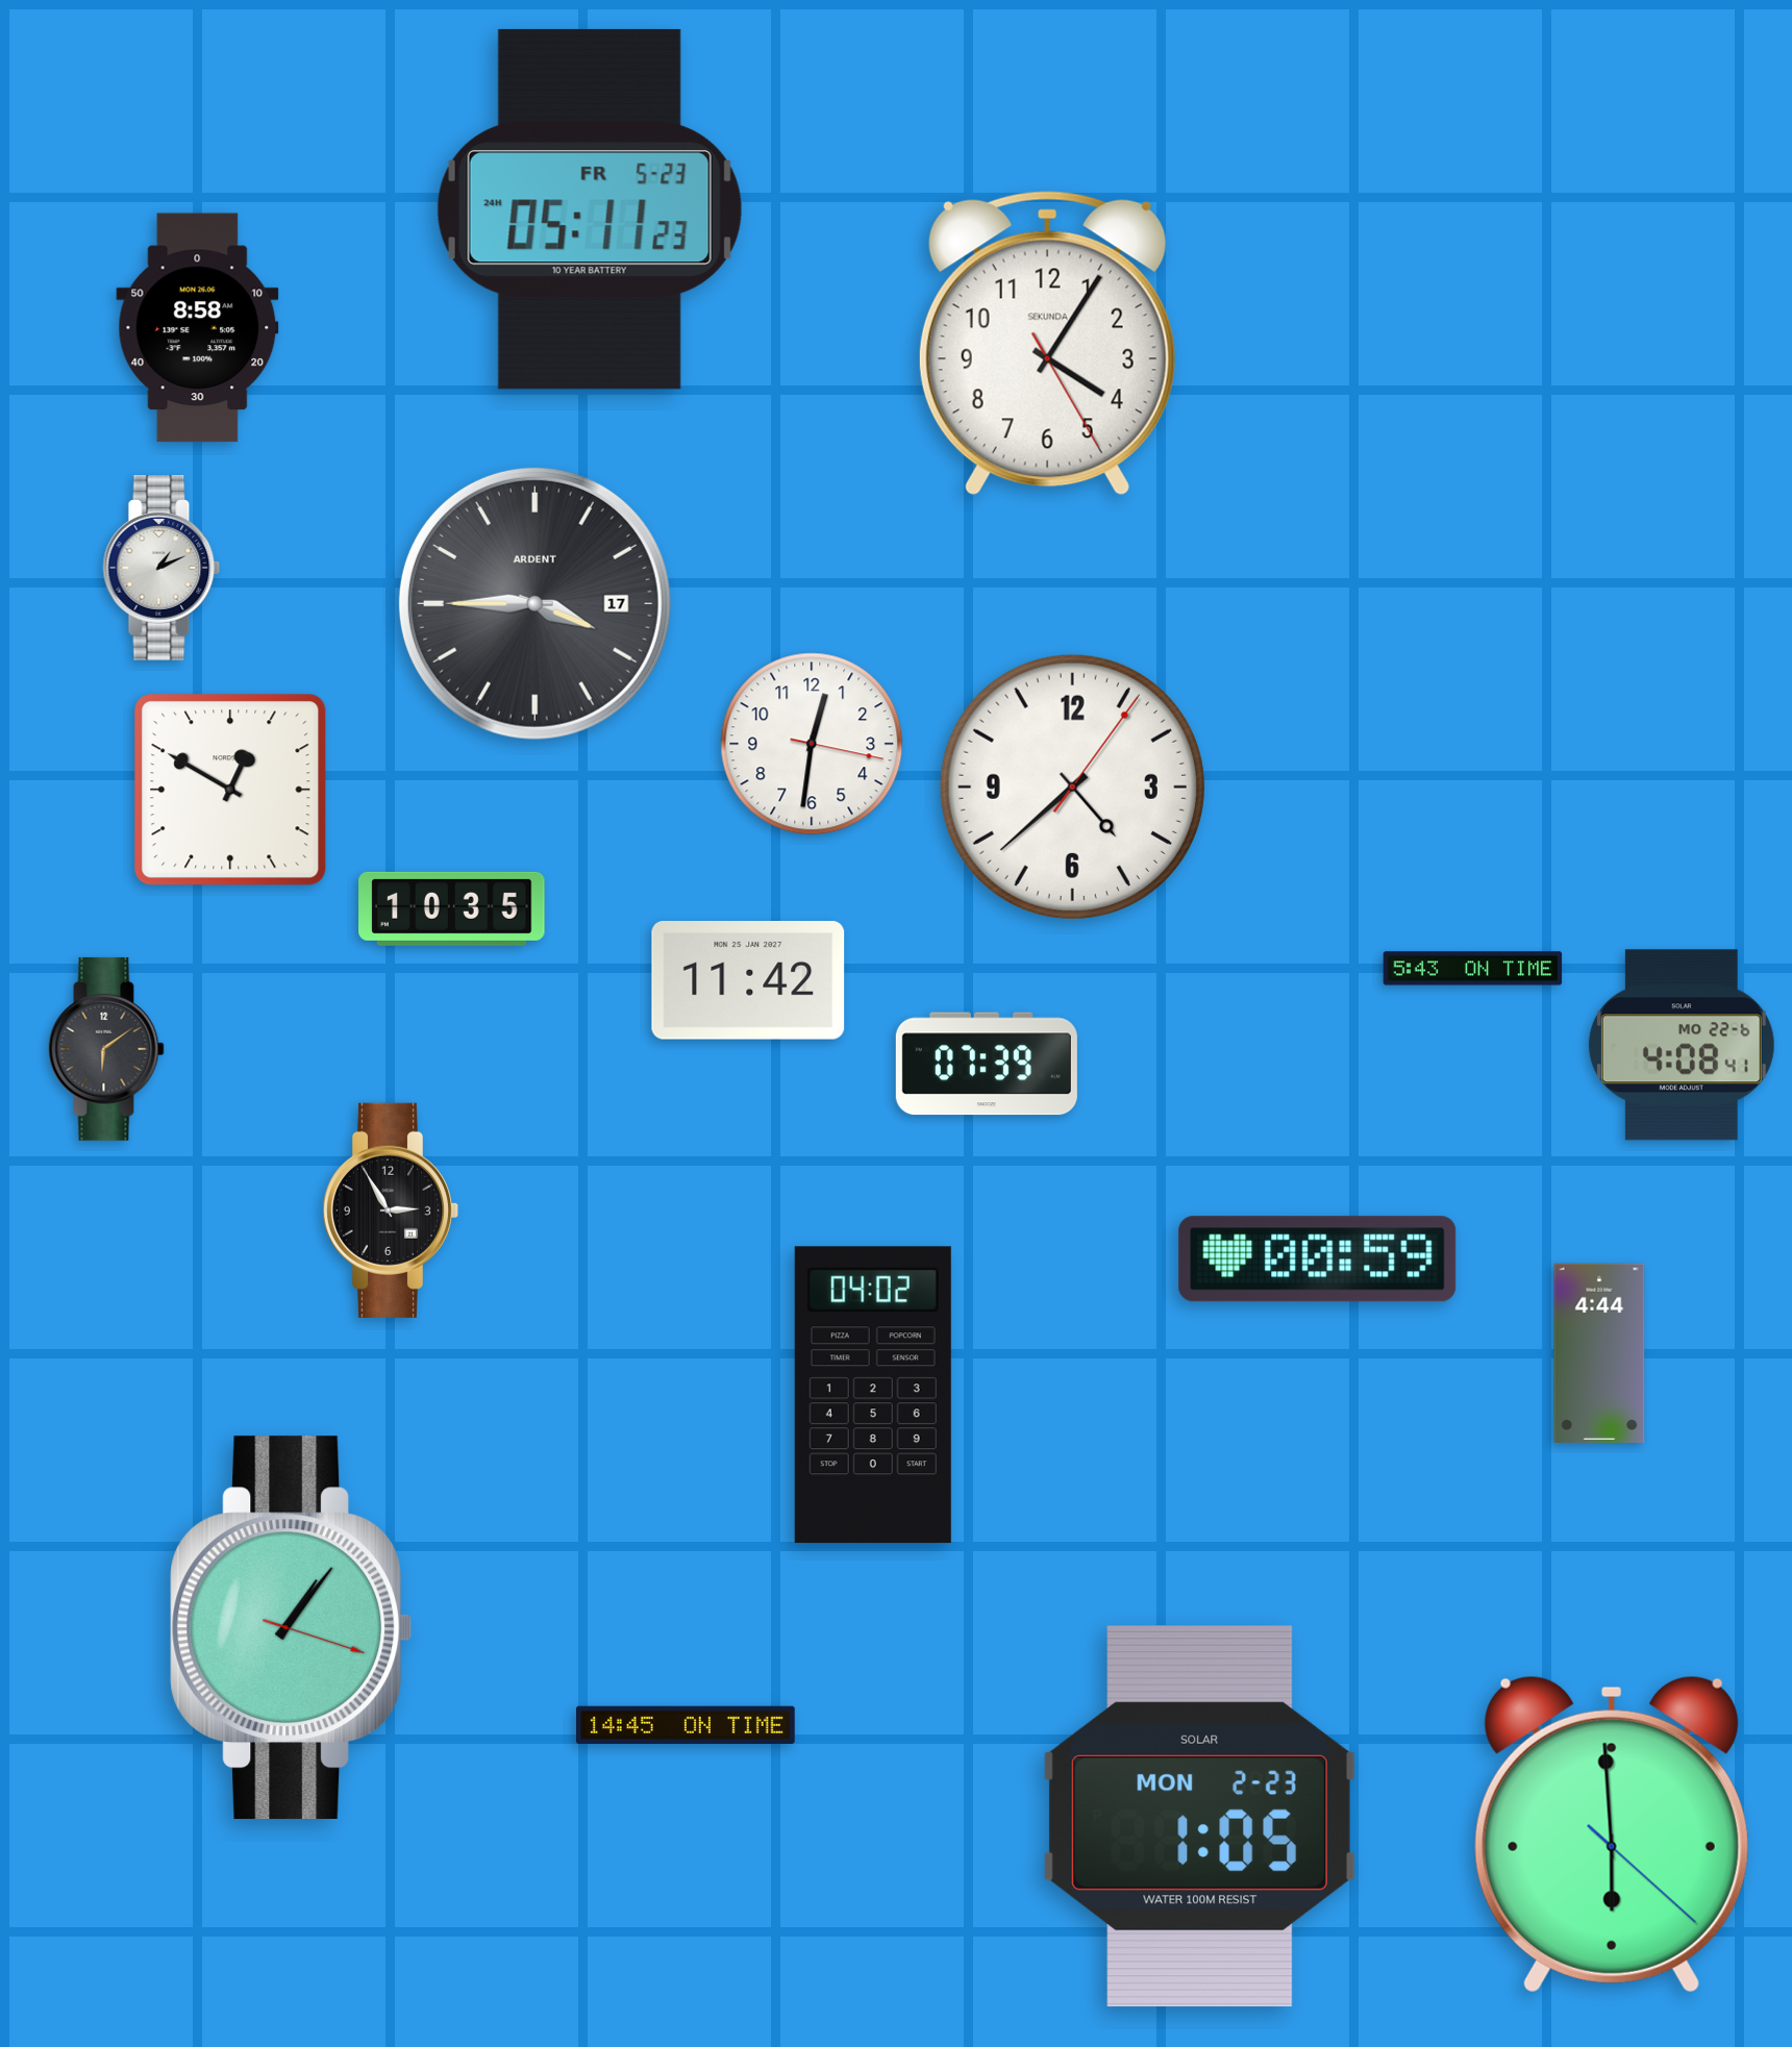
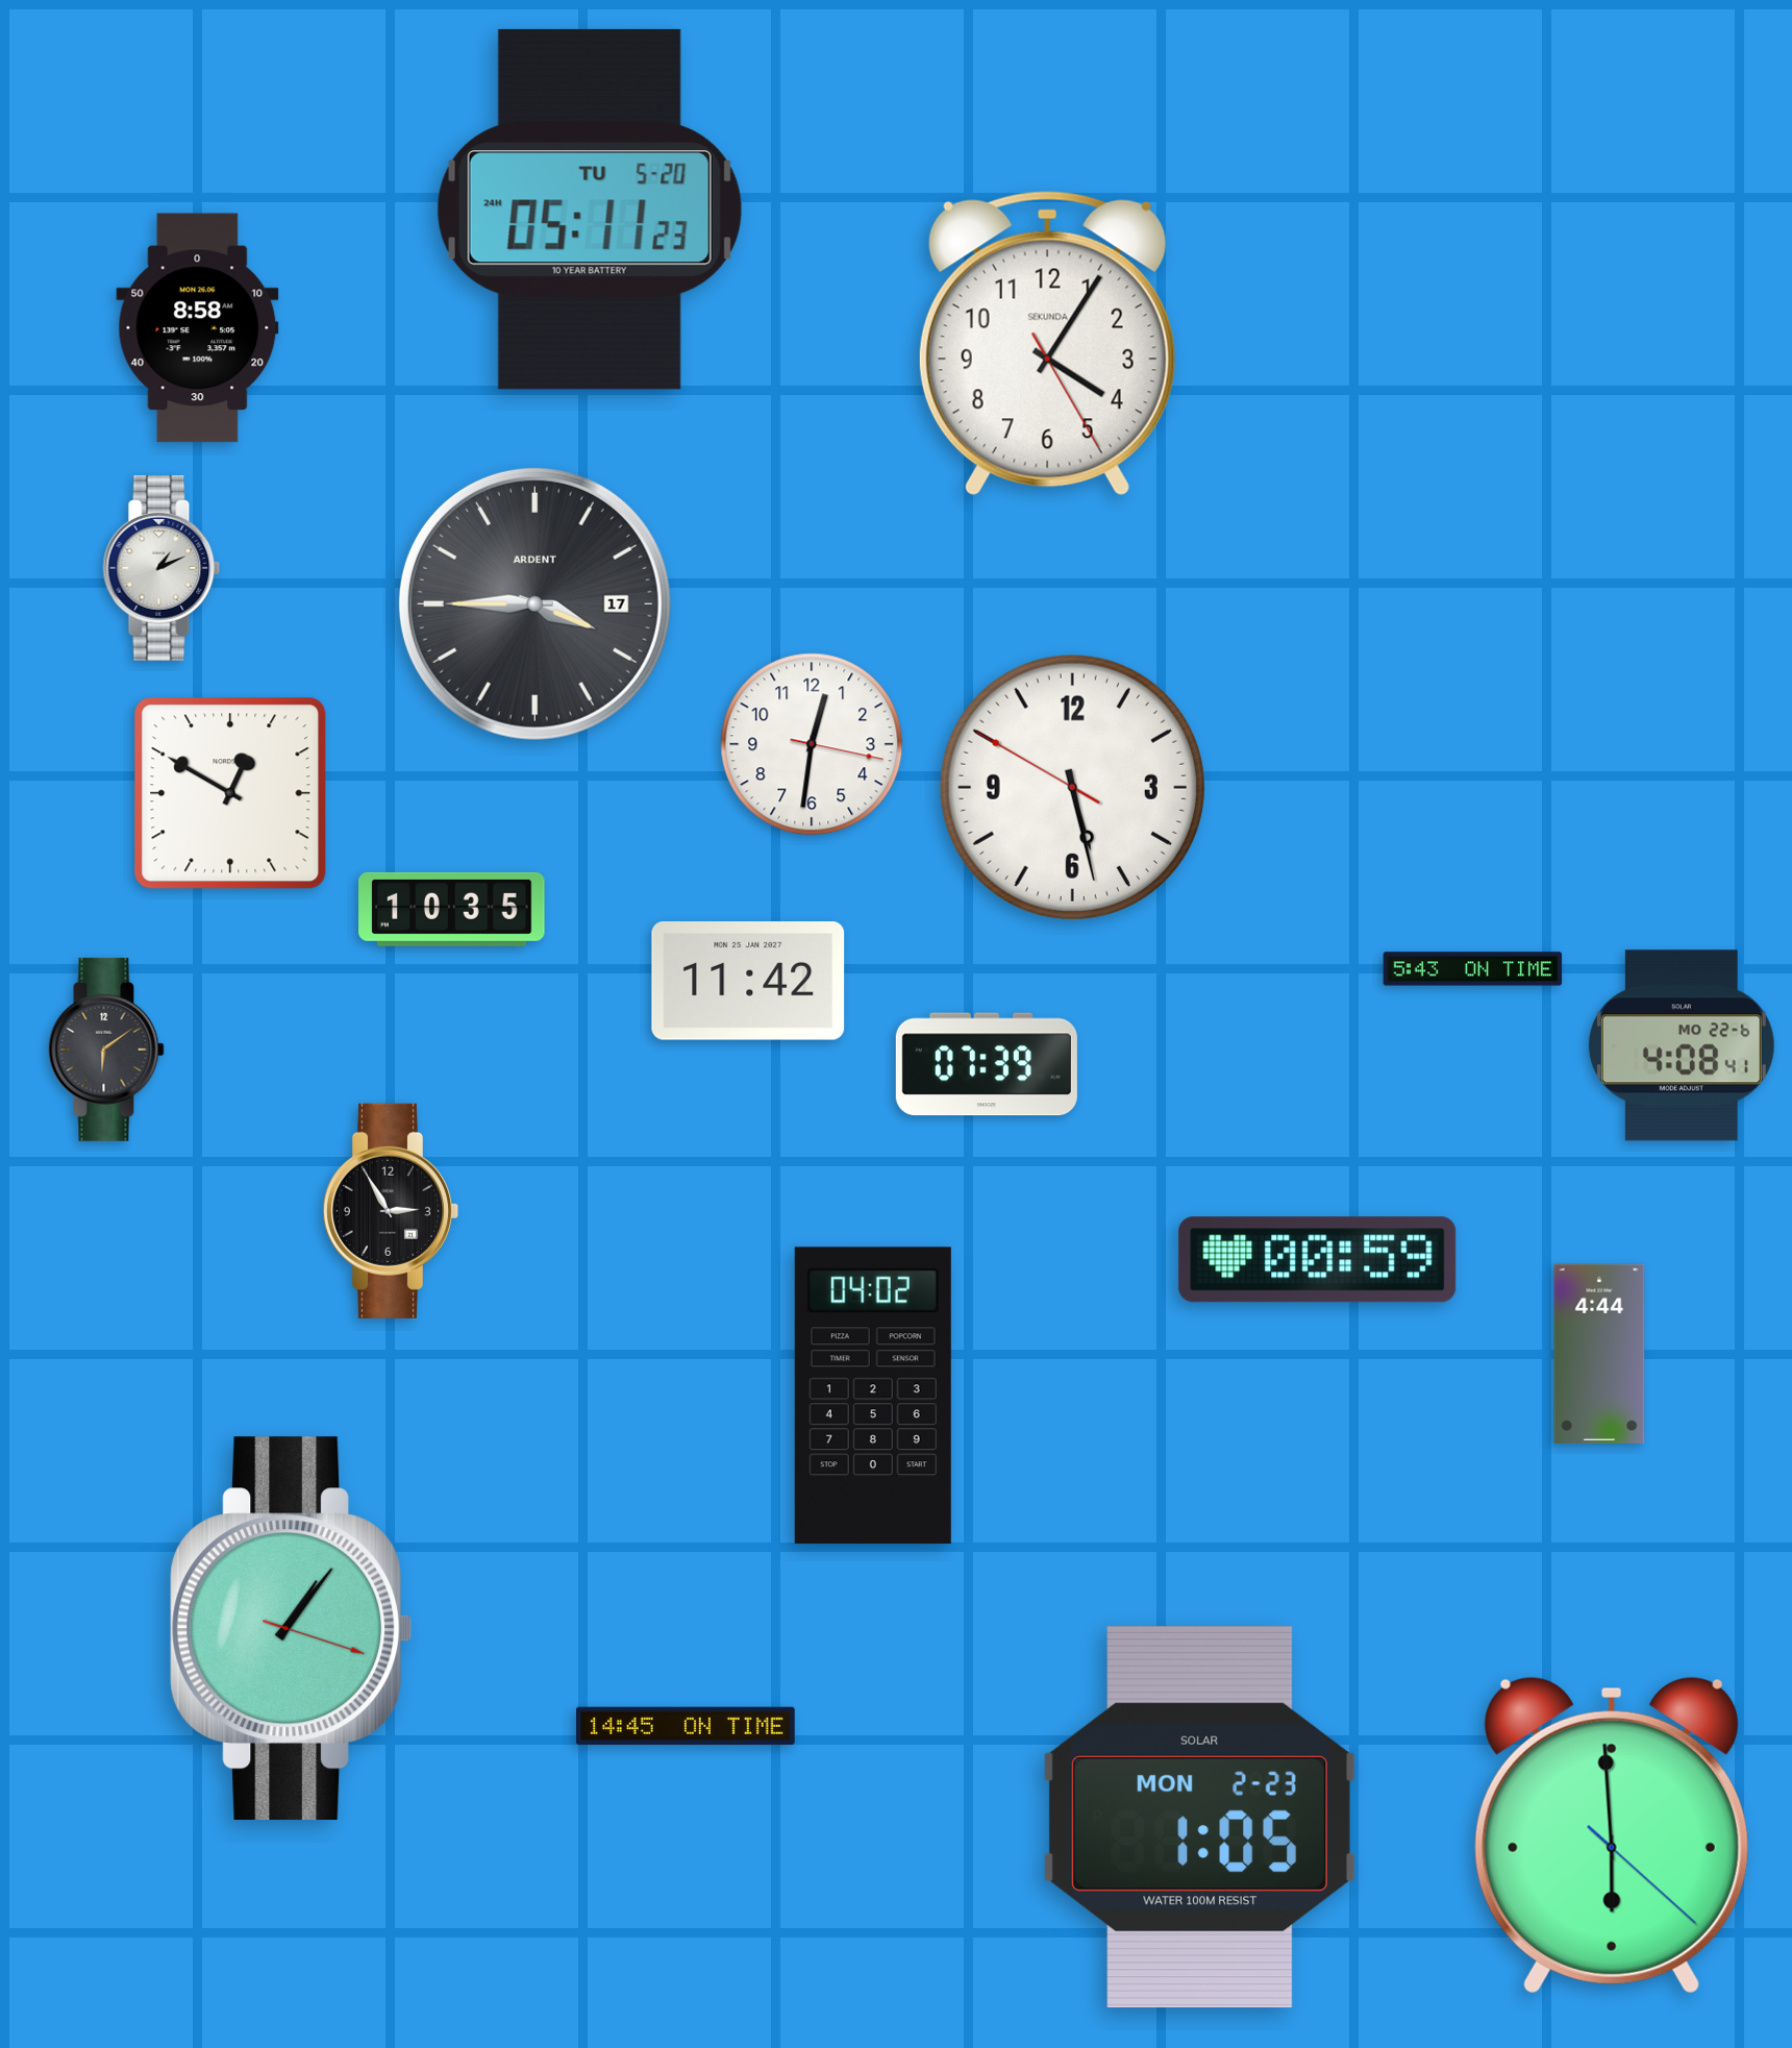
clock at (590, 209) date: FR 5-23 -> TU 5-20
clock at (1072, 787): 4:38 -> 5:27
clock at (230, 790) position: (230, 790) -> (230, 793)
